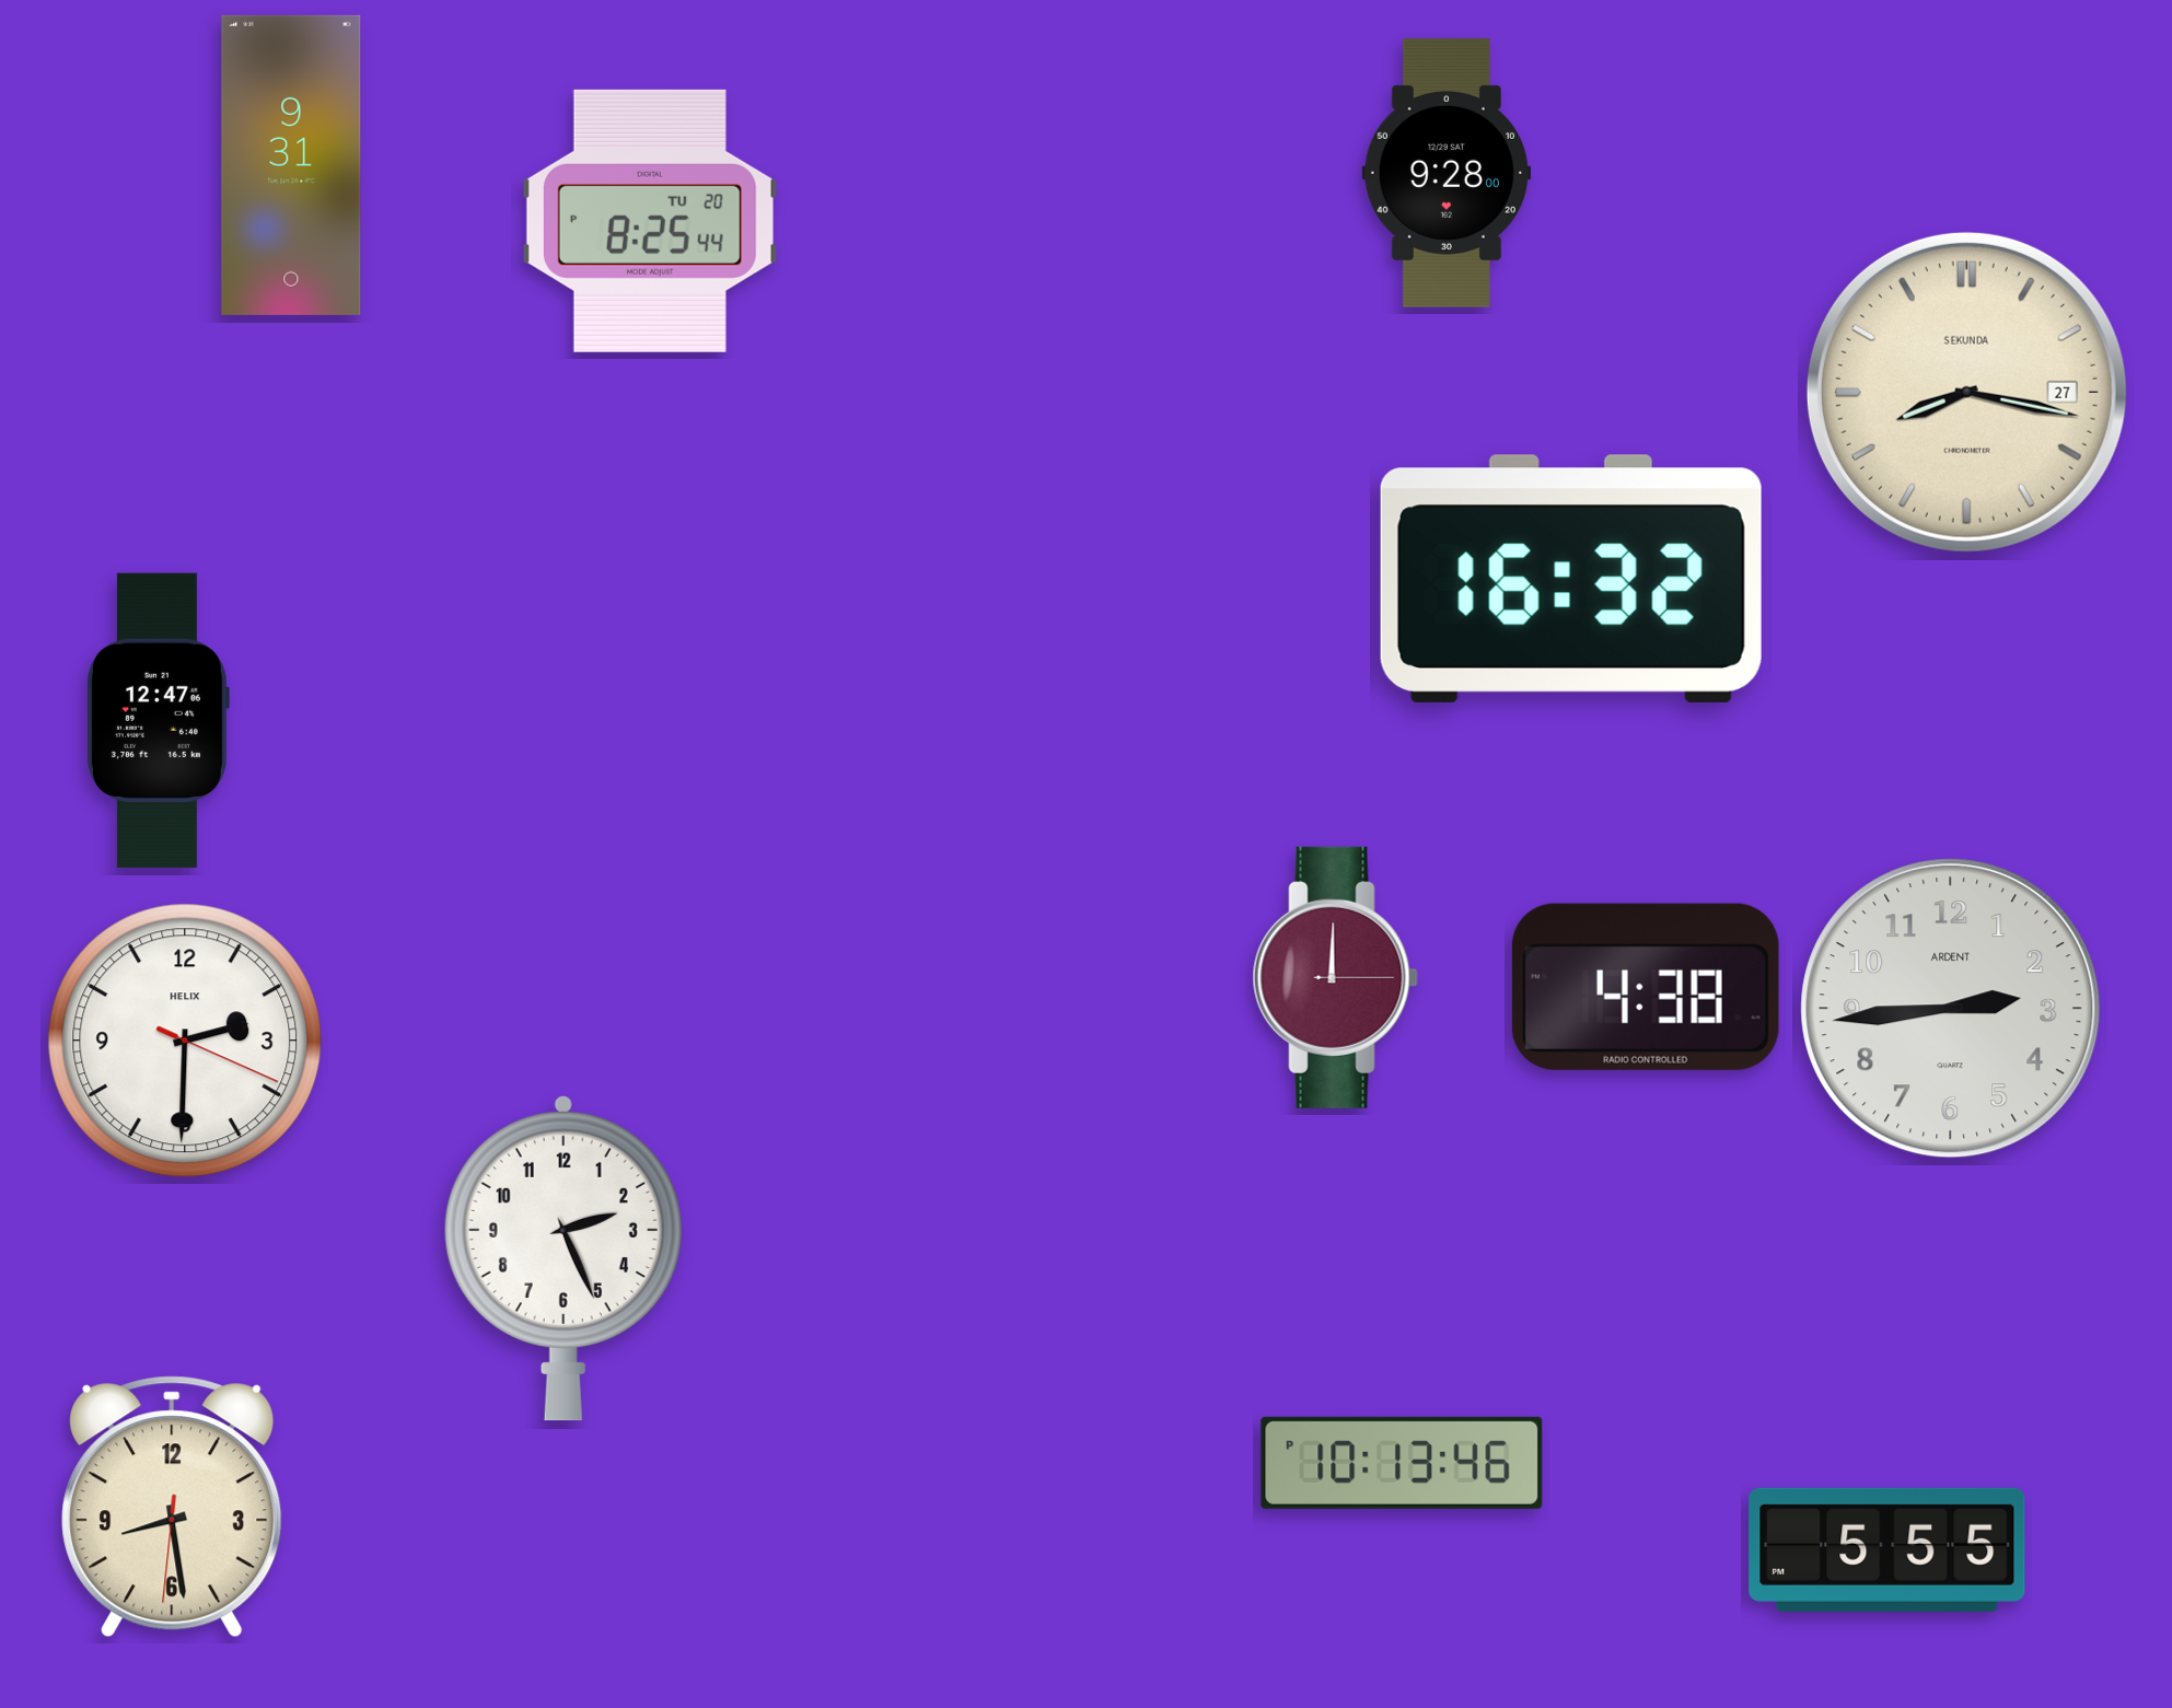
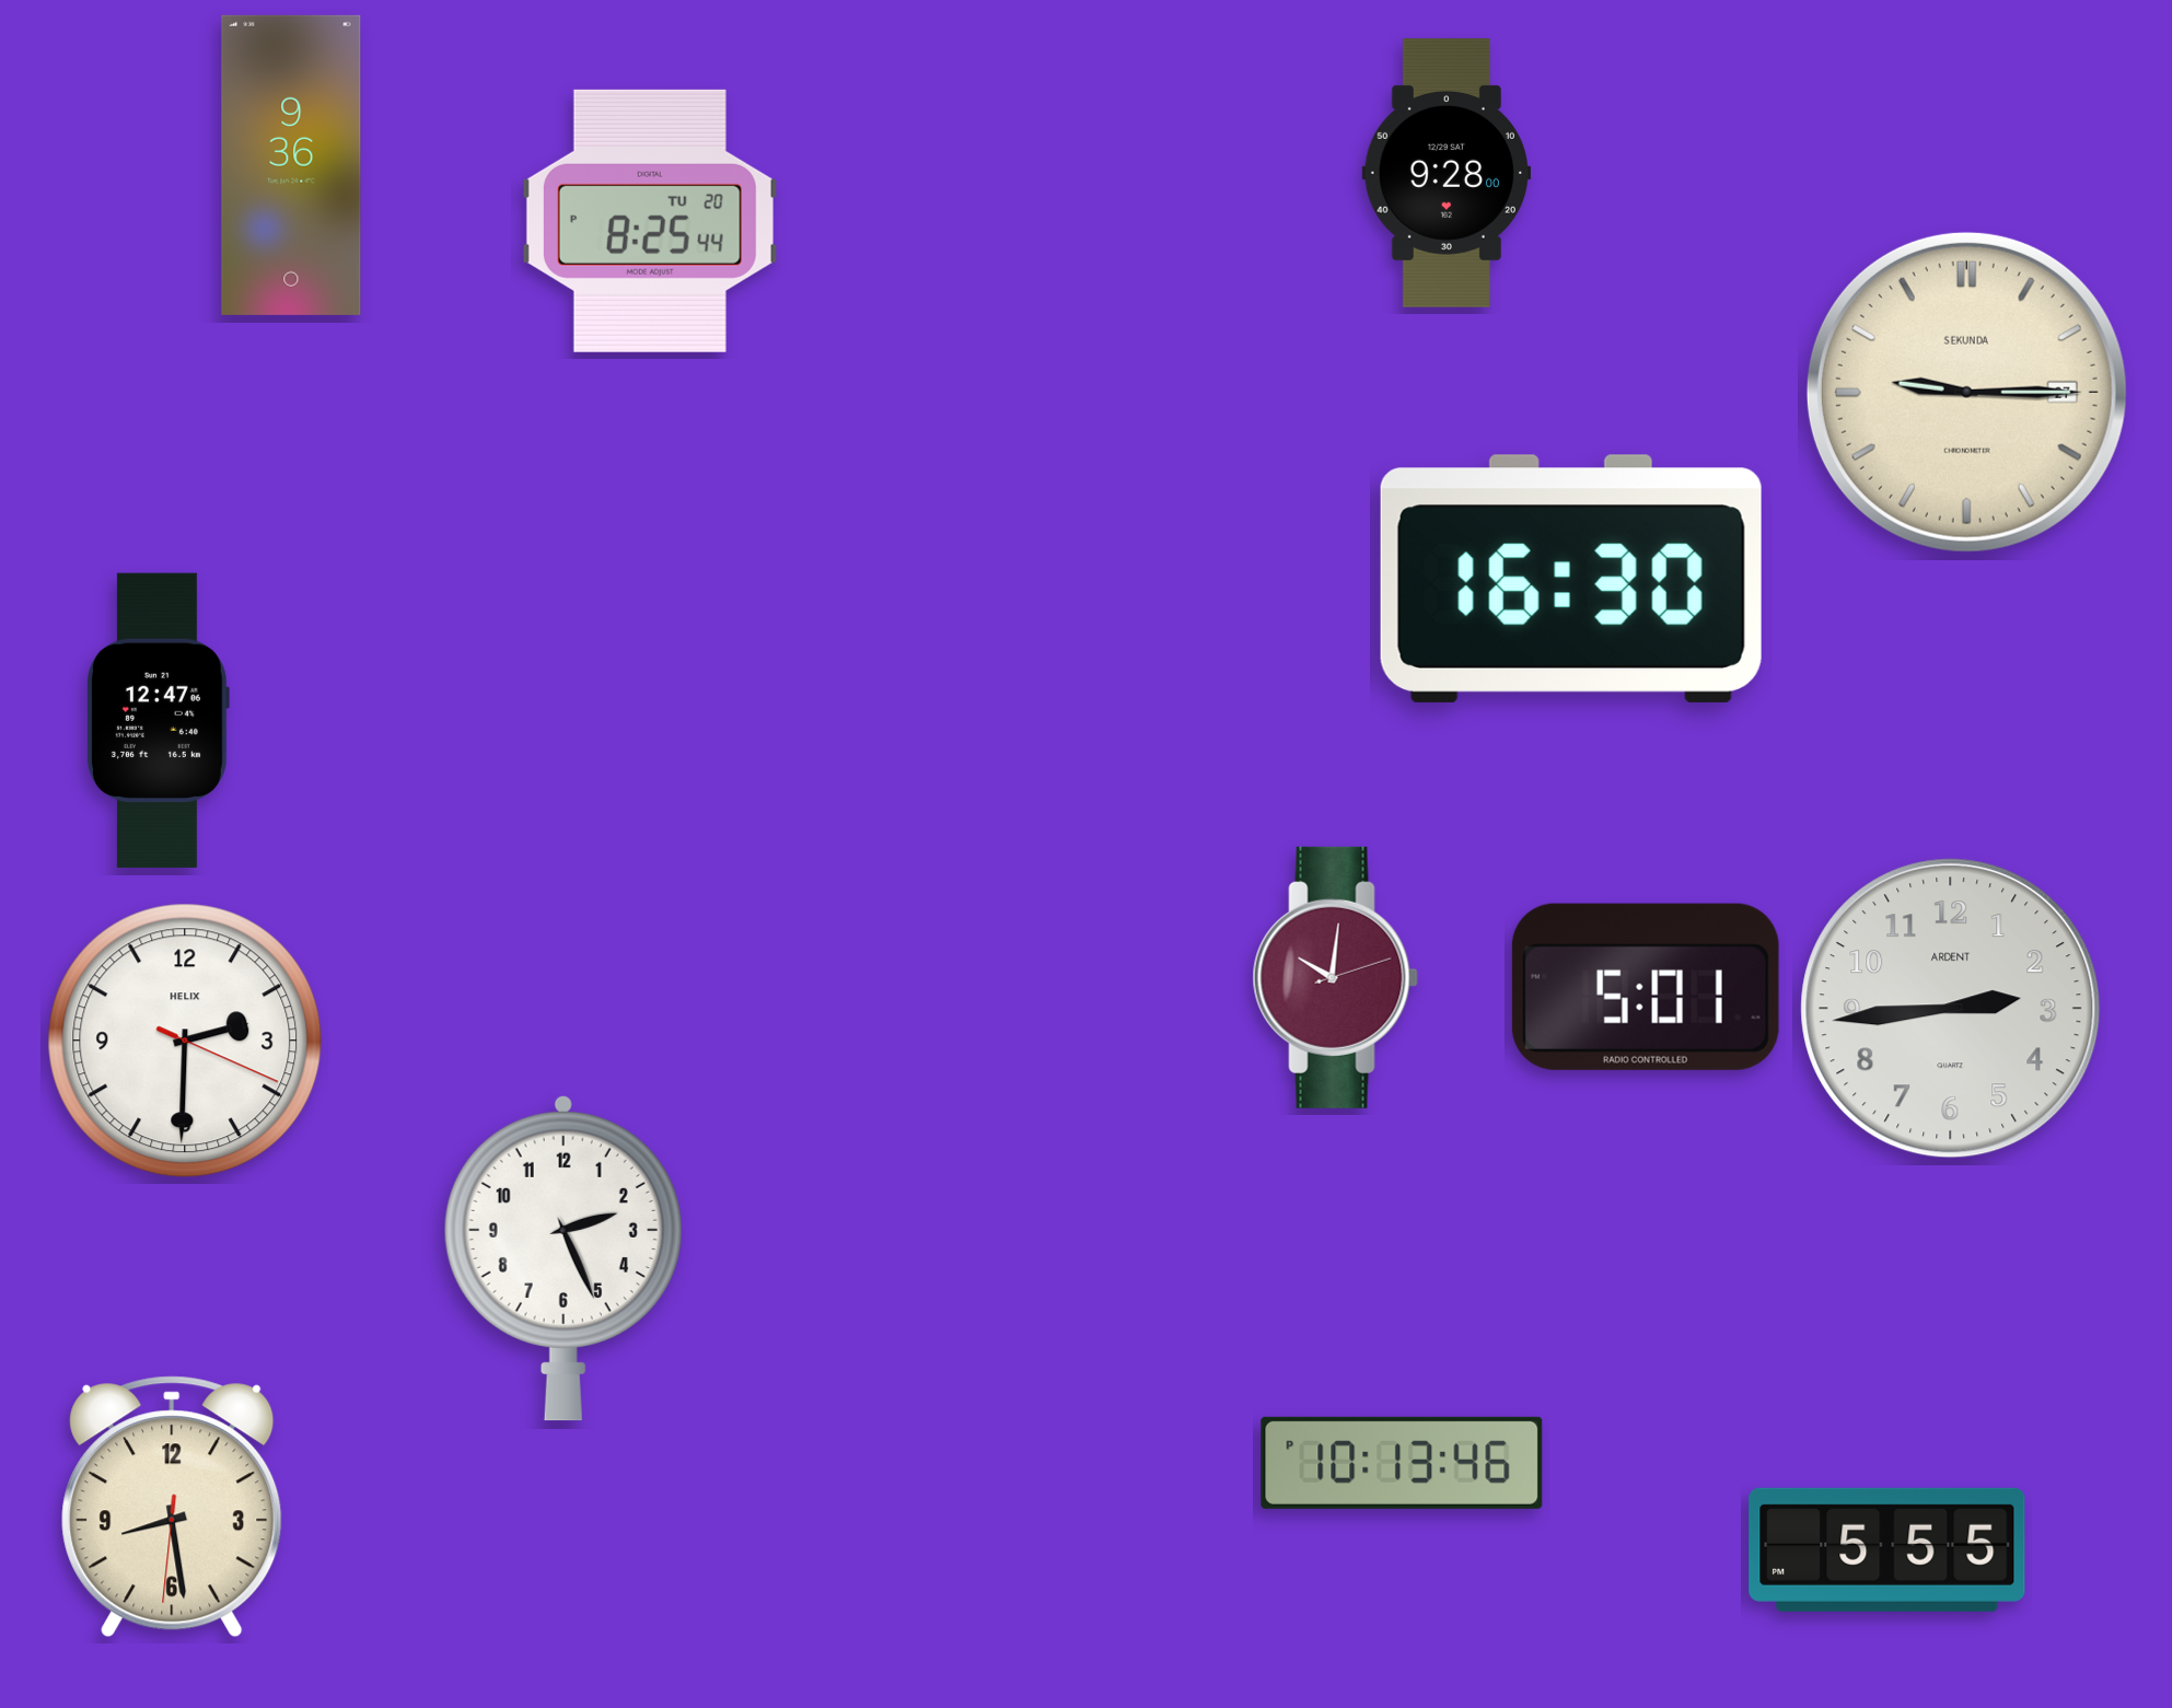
clock at (291, 165): 9:31 -> 9:36
clock at (1966, 392): 8:17 -> 9:15
clock at (1571, 579): 16:32 -> 16:30
clock at (1335, 977): 12:00 -> 10:01
clock at (1646, 987): 4:38 -> 5:01
